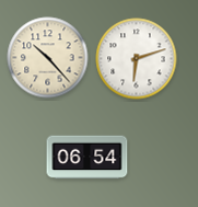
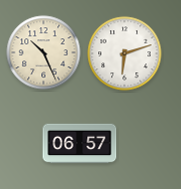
clock at (48, 58): 10:23 -> 10:26
clock at (88, 158): 06:54 -> 06:57
